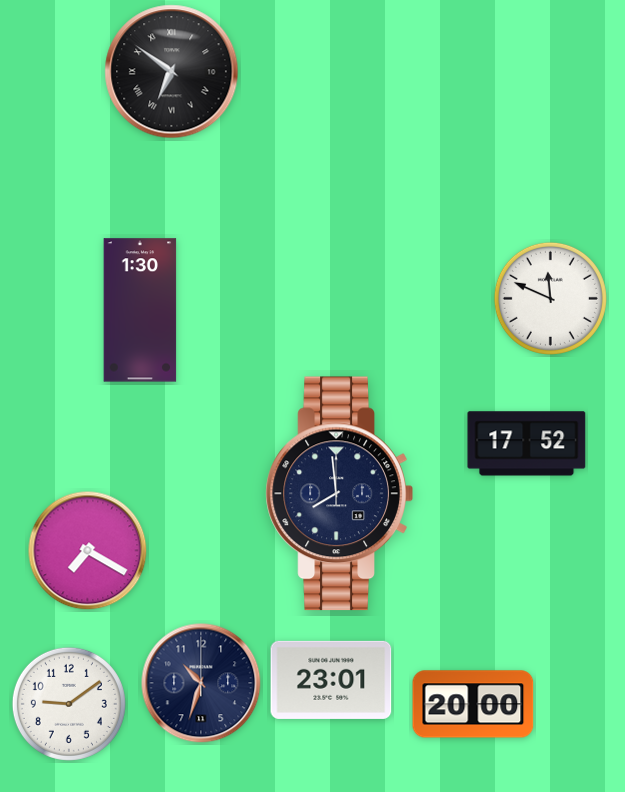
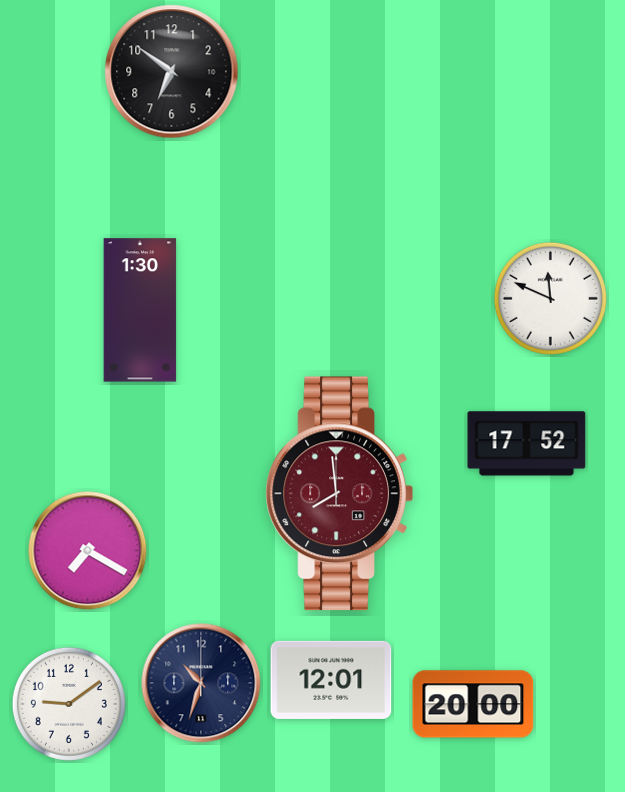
clock at (172, 72) numerals: Roman -> Arabic
clock at (339, 494) dial: navy -> burgundy
clock at (331, 680): 23:01 -> 12:01
